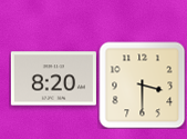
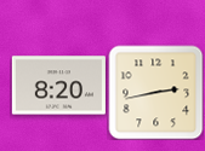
clock at (142, 85): 3:30 -> 2:43
